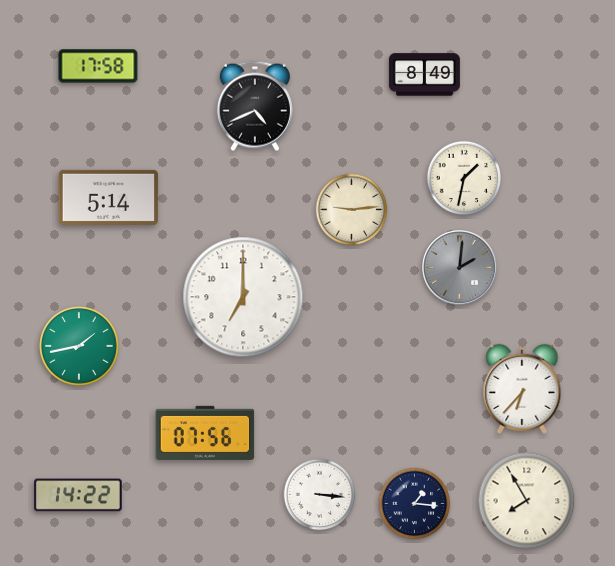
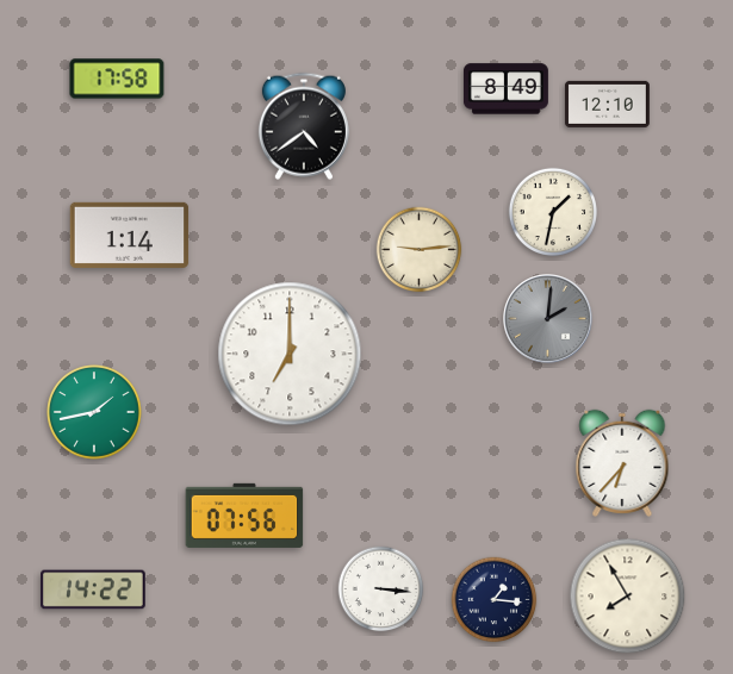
clock at (607, 104): none -> 12:10
clock at (255, 106): 4:41 -> 4:39
clock at (109, 197): 5:14 -> 1:14
